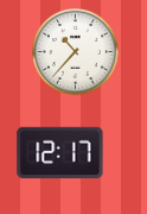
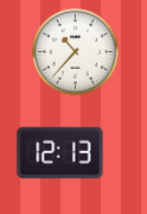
clock at (60, 153): 12:17 -> 12:13
